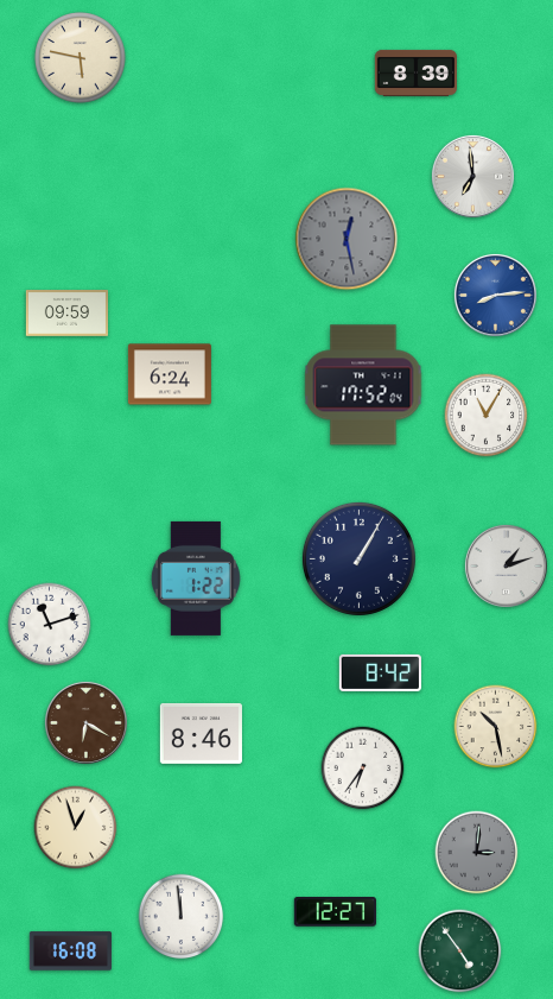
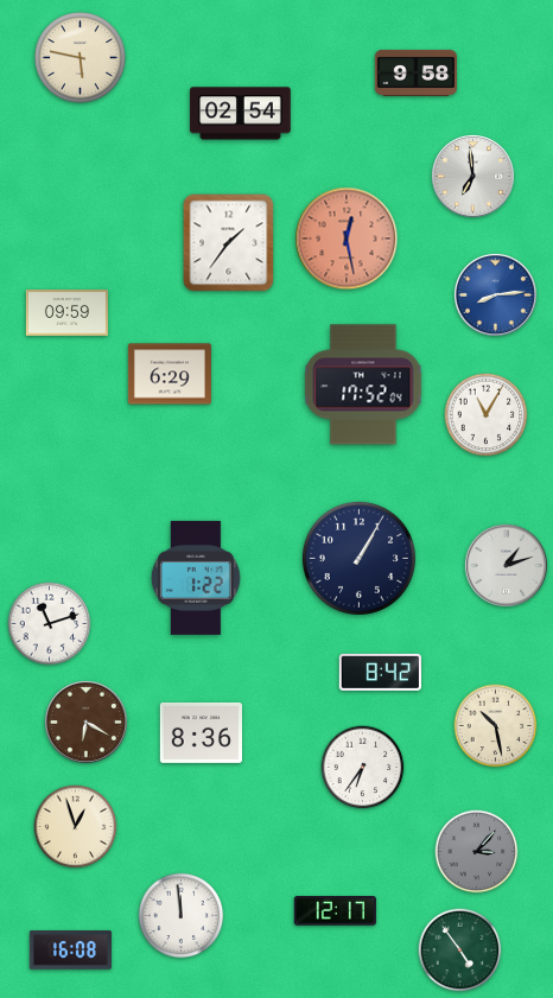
clock at (415, 72): 8:39 -> 9:58
clock at (241, 114): none -> 02:54
clock at (347, 239) dial: grey -> salmon
clock at (229, 243): none -> 1:36
clock at (170, 374): 6:24 -> 6:29
clock at (201, 733): 8:46 -> 8:36
clock at (477, 853): 3:01 -> 3:07
clock at (335, 912): 12:27 -> 12:17
